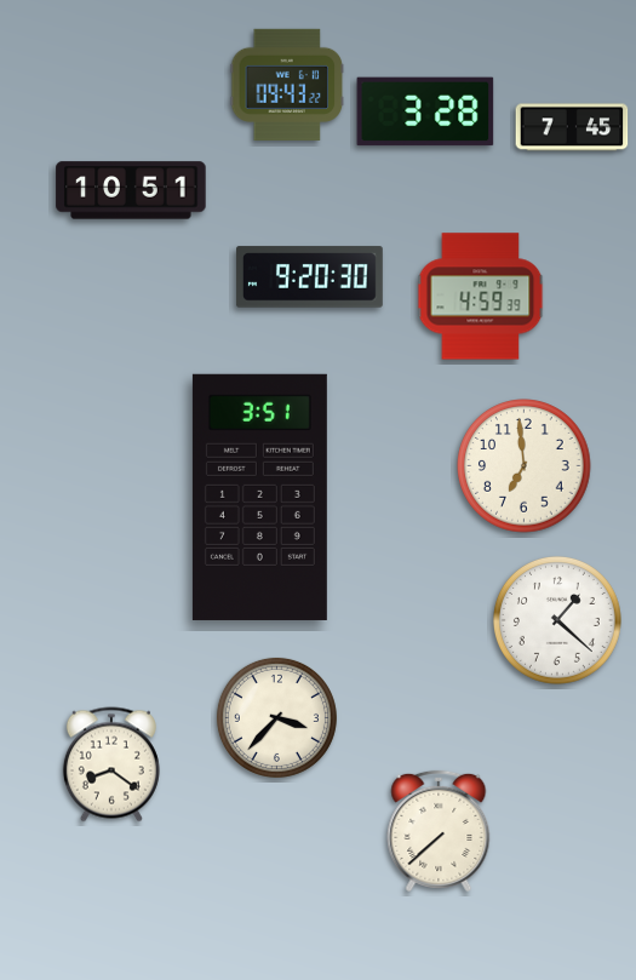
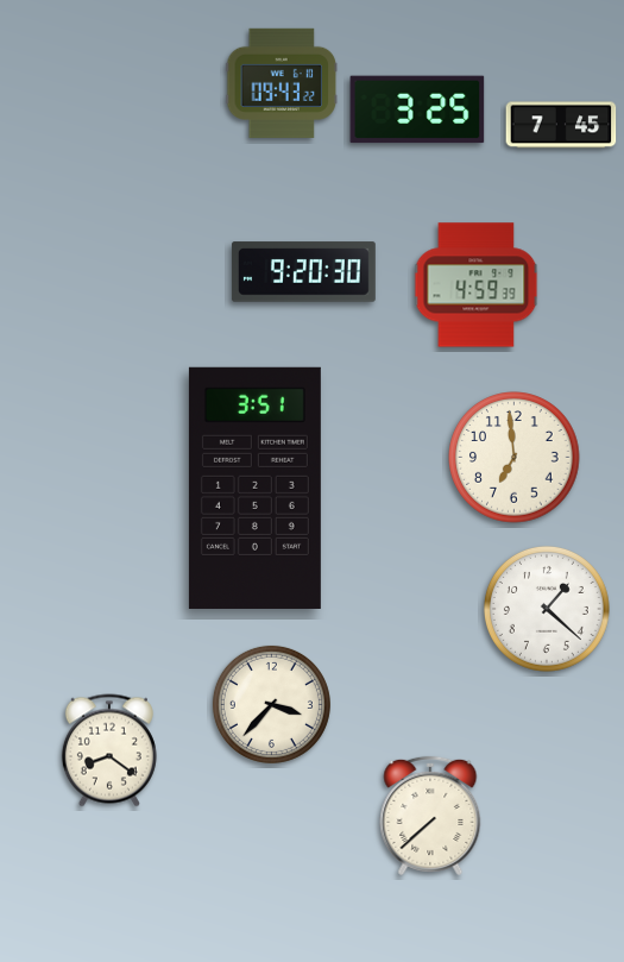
clock at (425, 111): 3:28 -> 3:25
clock at (131, 190): 10:51 -> none
clock at (481, 297) position: (481, 297) -> (477, 285)
